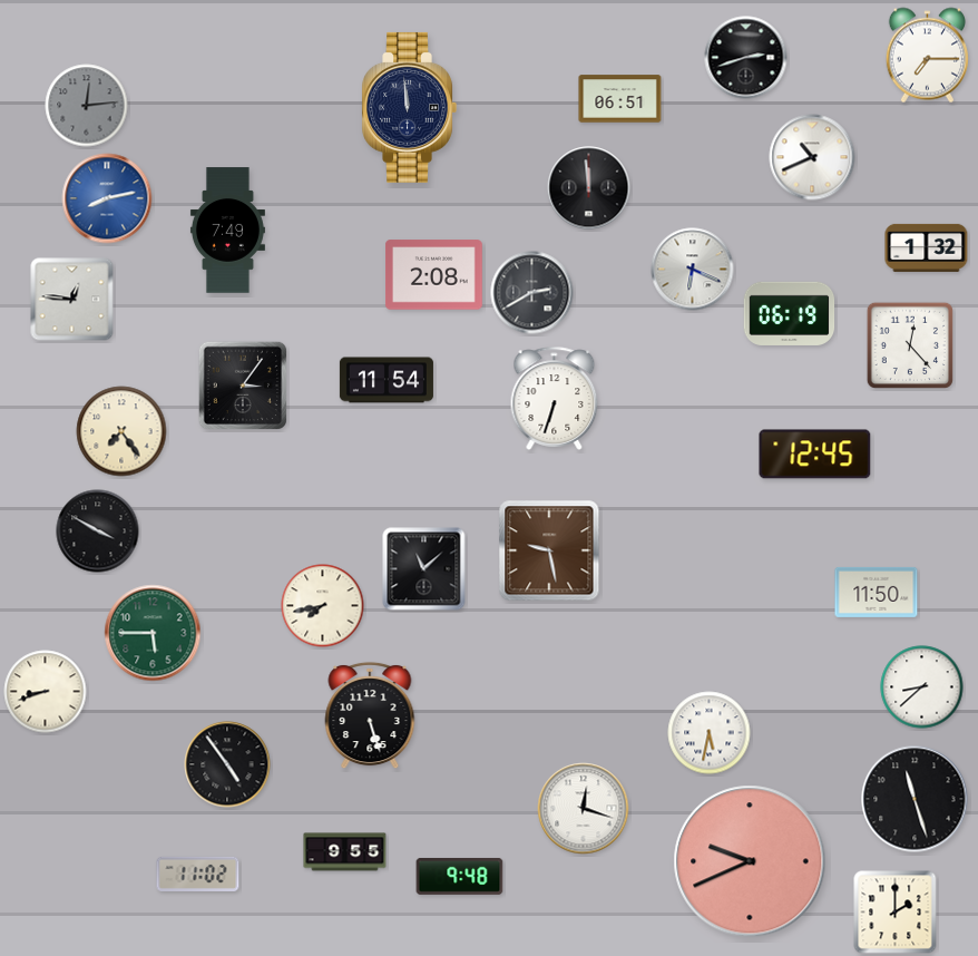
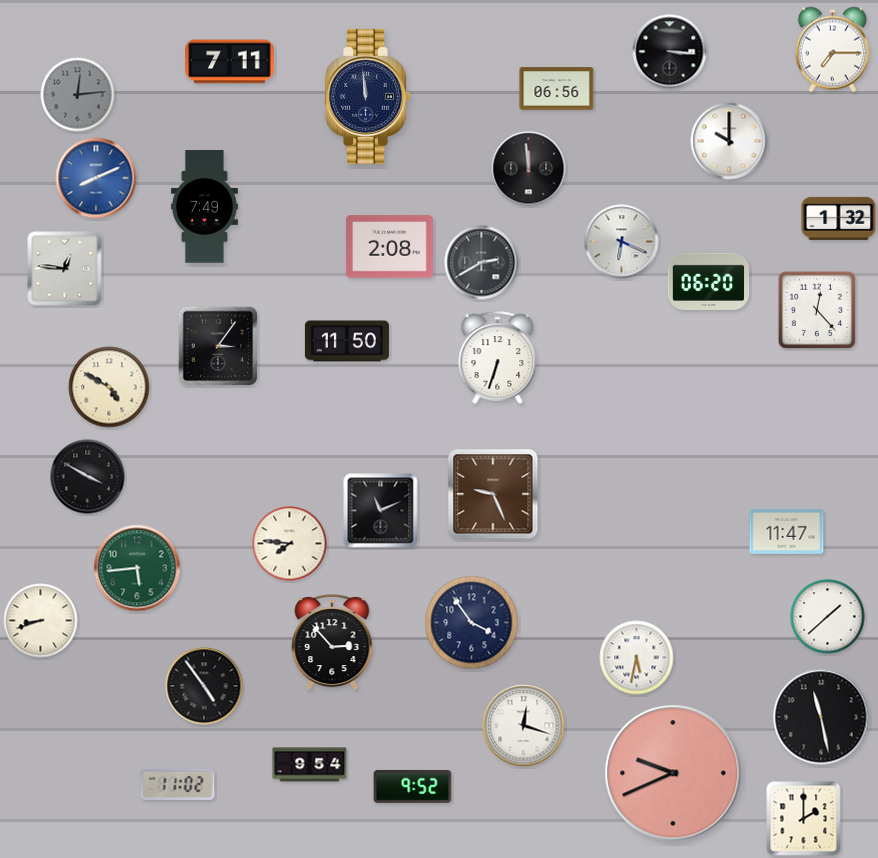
clock at (746, 58): 2:42 -> 3:16
clock at (230, 62): none -> 7:11
clock at (620, 99): 06:51 -> 06:56
clock at (812, 157): 10:41 -> 10:00
clock at (107, 198): 8:13 -> 8:11
clock at (927, 247) position: (927, 247) -> (839, 218)
clock at (532, 293) position: (532, 293) -> (482, 263)
clock at (790, 313): 06:19 -> 06:20
clock at (387, 380): 11:54 -> 11:50
clock at (121, 431): 7:24 -> 4:50
clock at (815, 455): 12:45 -> none
clock at (549, 550): 9:28 -> 9:26
clock at (424, 569): 11:08 -> 11:11
clock at (877, 592): 11:50 -> 11:47
clock at (323, 606): 7:43 -> 7:46
clock at (153, 633): 5:45 -> 5:44
clock at (922, 687): 8:38 -> 1:38
clock at (472, 623): none -> 3:54
clock at (370, 715): 5:27 -> 2:53
clock at (915, 799): 11:27 -> 11:28
clock at (345, 852): 9:55 -> 9:54
clock at (460, 876): 9:48 -> 9:52
